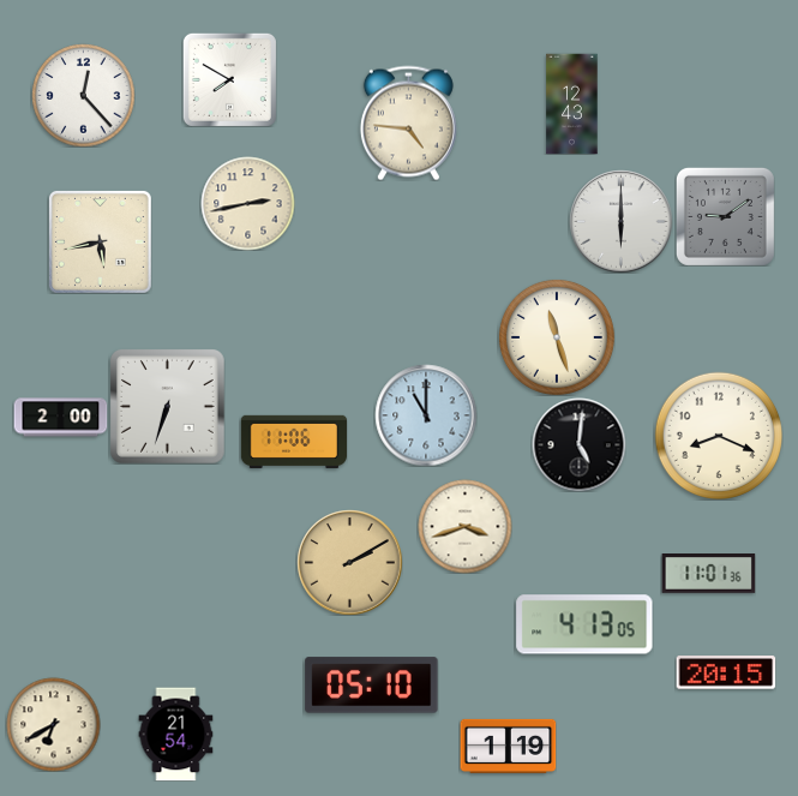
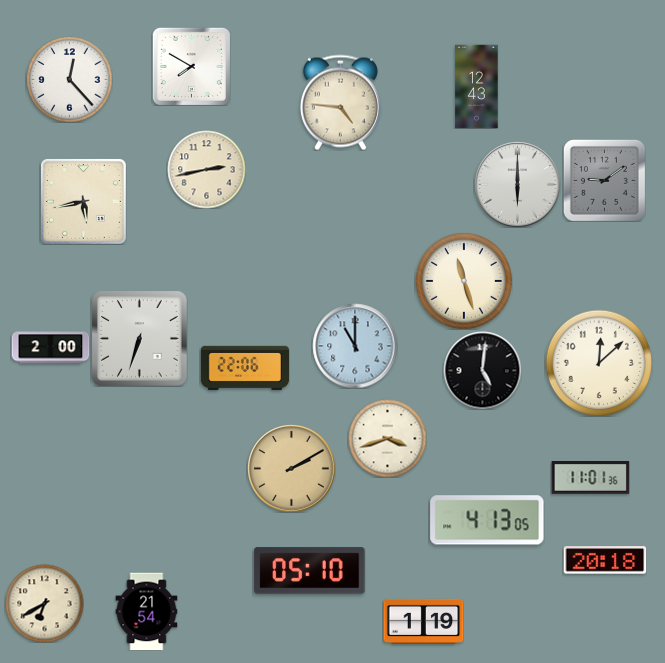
clock at (718, 435): 8:19 -> 12:08
clock at (293, 442): 11:06 -> 22:06
clock at (726, 672): 20:15 -> 20:18
